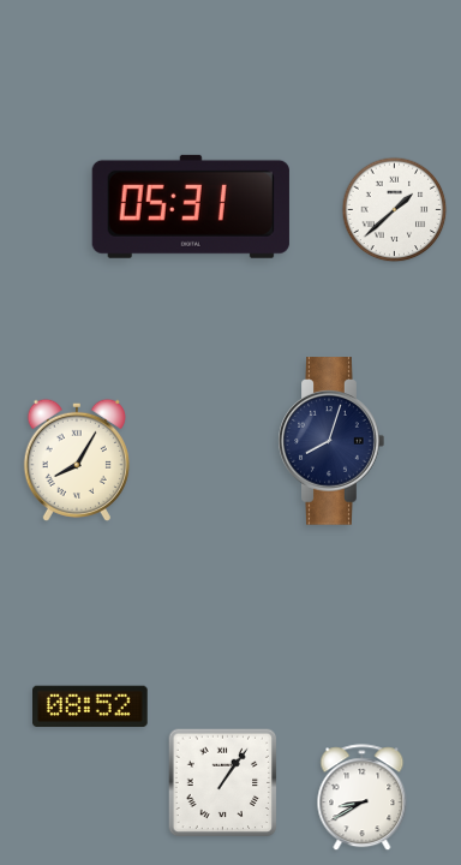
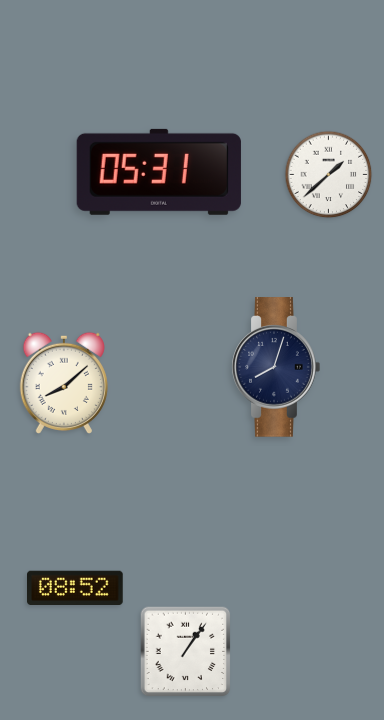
clock at (77, 460): 8:05 -> 8:08
clock at (363, 798): 8:40 -> none
